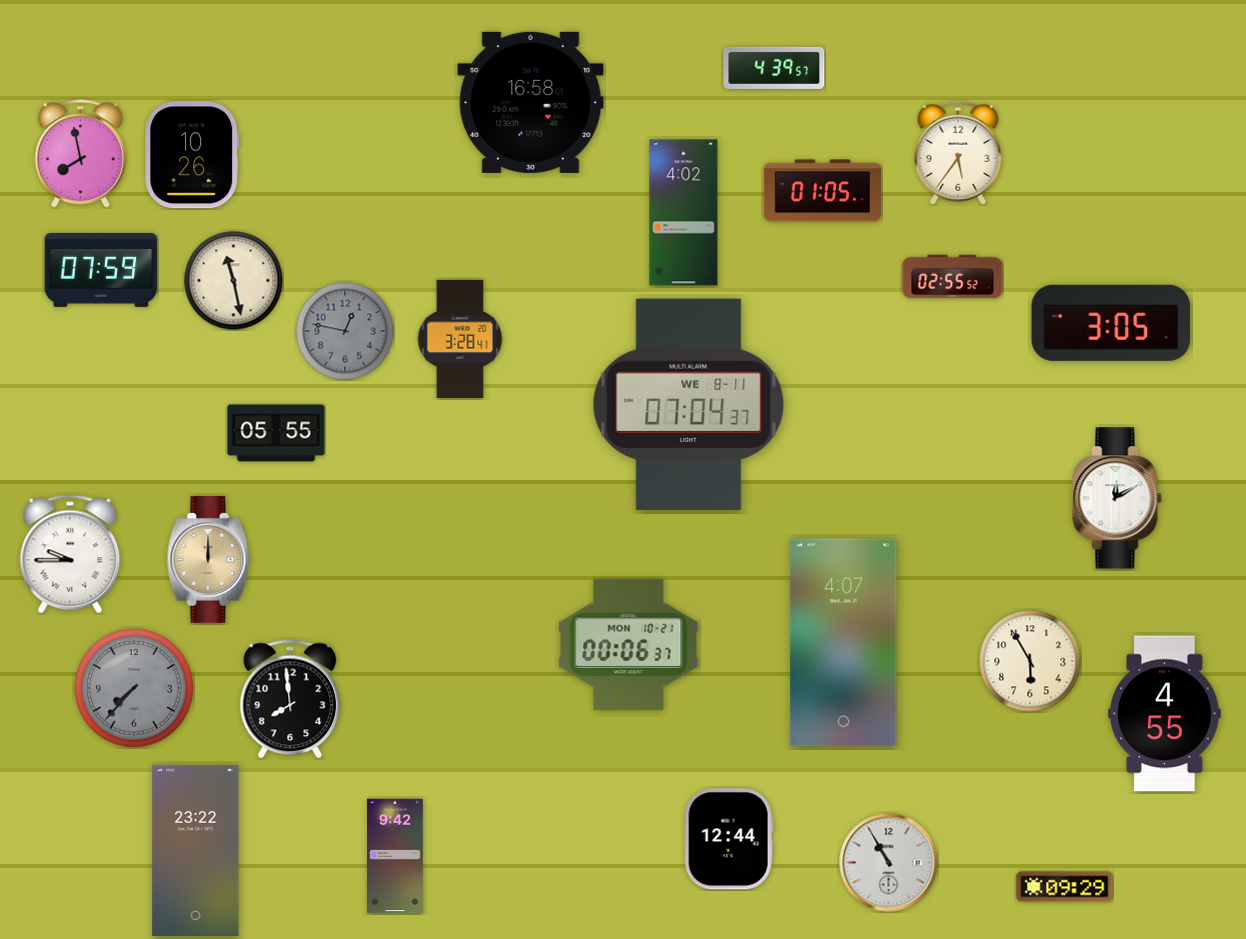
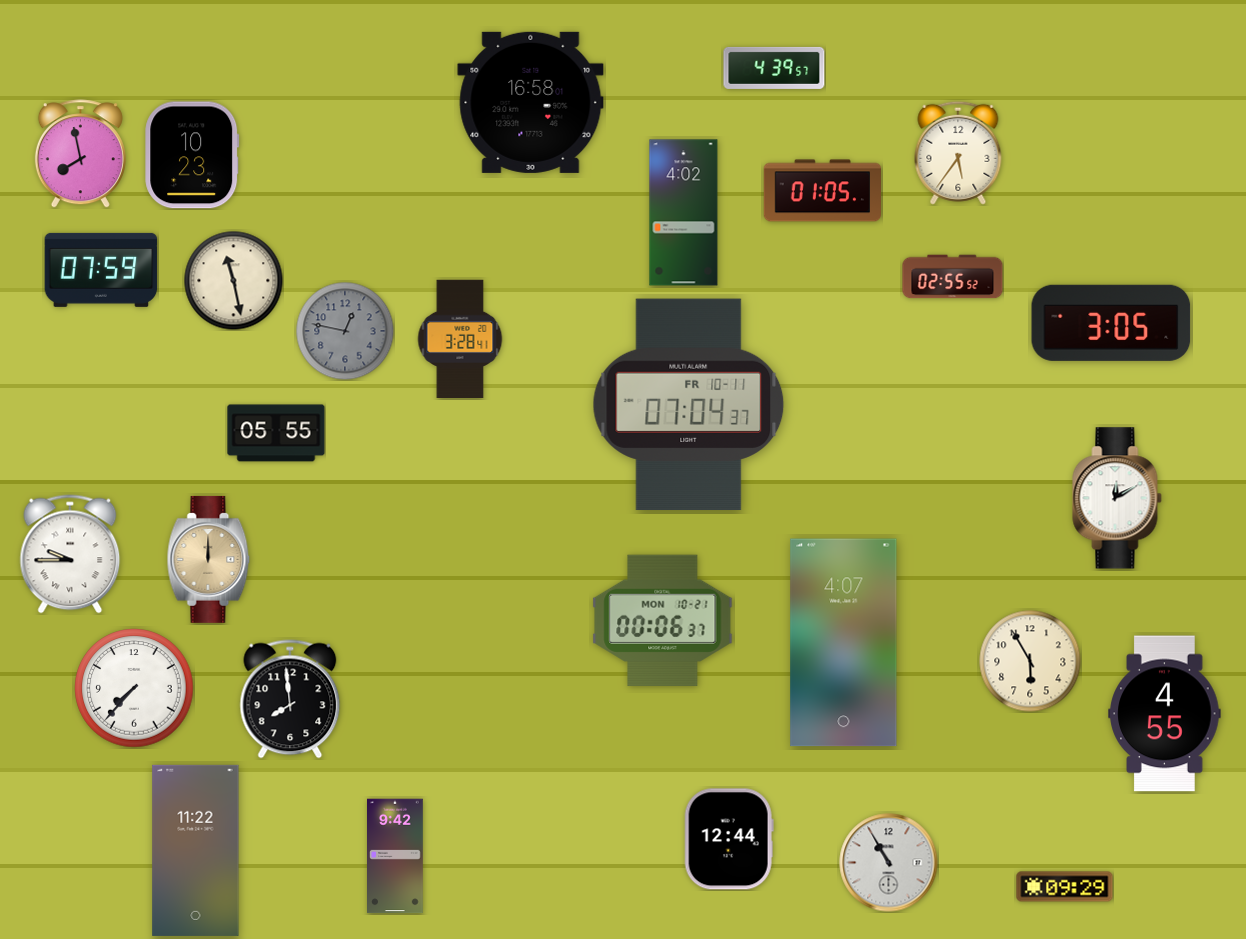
clock at (192, 155): 10:26 -> 10:23
clock at (689, 405) date: WE 8-11 -> FR 10-11
clock at (629, 645) position: (629, 645) -> (663, 621)
clock at (134, 688) dial: grey -> white
clock at (196, 850): 23:22 -> 11:22
